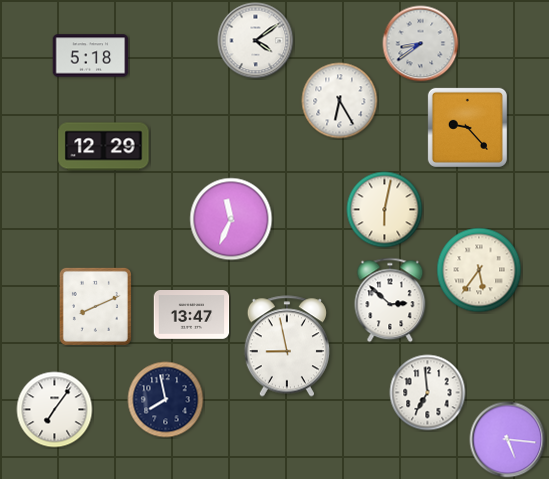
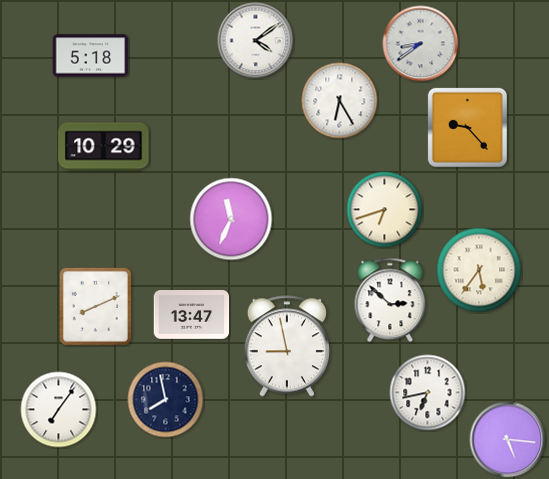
clock at (104, 147): 12:29 -> 10:29
clock at (385, 210): 6:02 -> 6:42
clock at (428, 393): 6:59 -> 6:43
clock at (55, 410) position: (55, 410) -> (59, 410)
